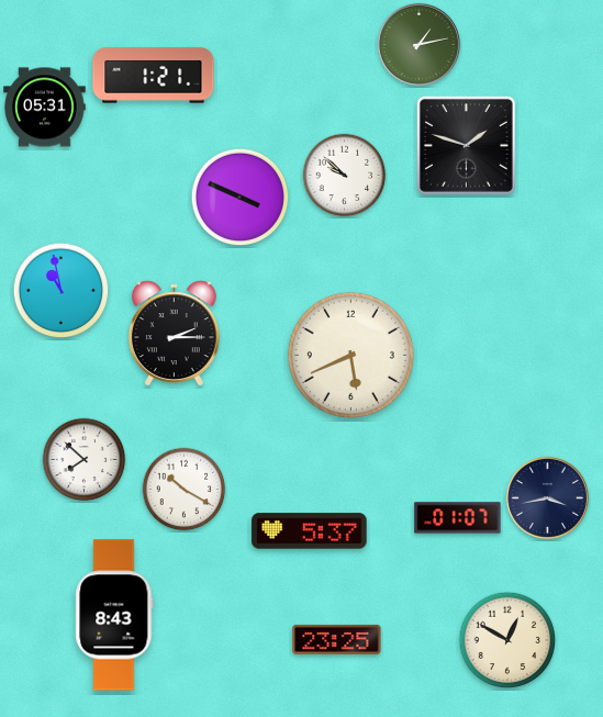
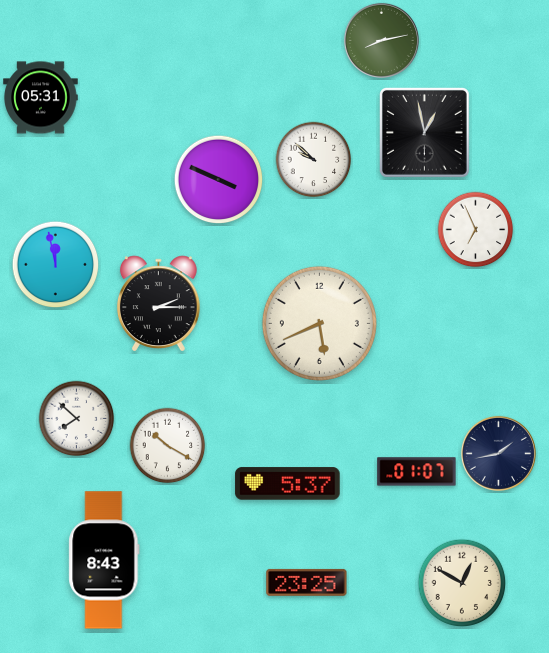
clock at (418, 44): 1:13 -> 8:13
clock at (154, 76): 1:21 -> none
clock at (466, 145): 1:48 -> 12:58
clock at (476, 230): none -> 6:56
clock at (62, 291): 10:58 -> 11:58
clock at (547, 497): 3:43 -> 1:43
clock at (310, 531) position: (310, 531) -> (288, 484)
